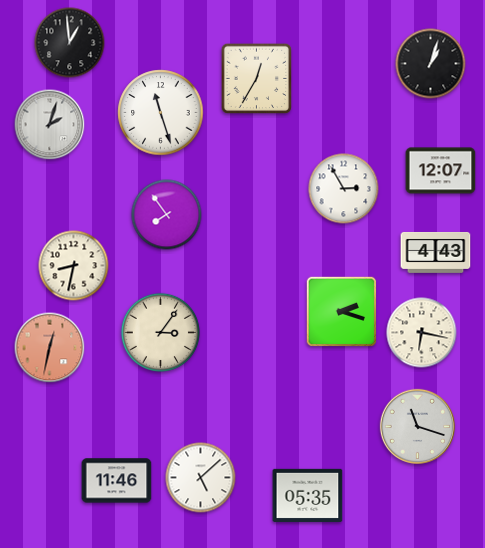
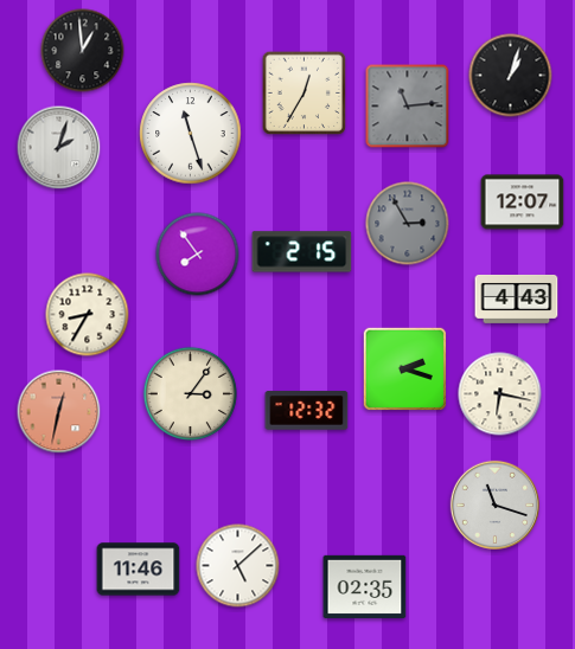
clock at (408, 107): none -> 11:14
clock at (344, 189) dial: white -> grey
clock at (302, 252): none -> 2:15
clock at (74, 266): 8:32 -> 8:35
clock at (307, 411): none -> 12:32
clock at (308, 495): 05:35 -> 02:35
